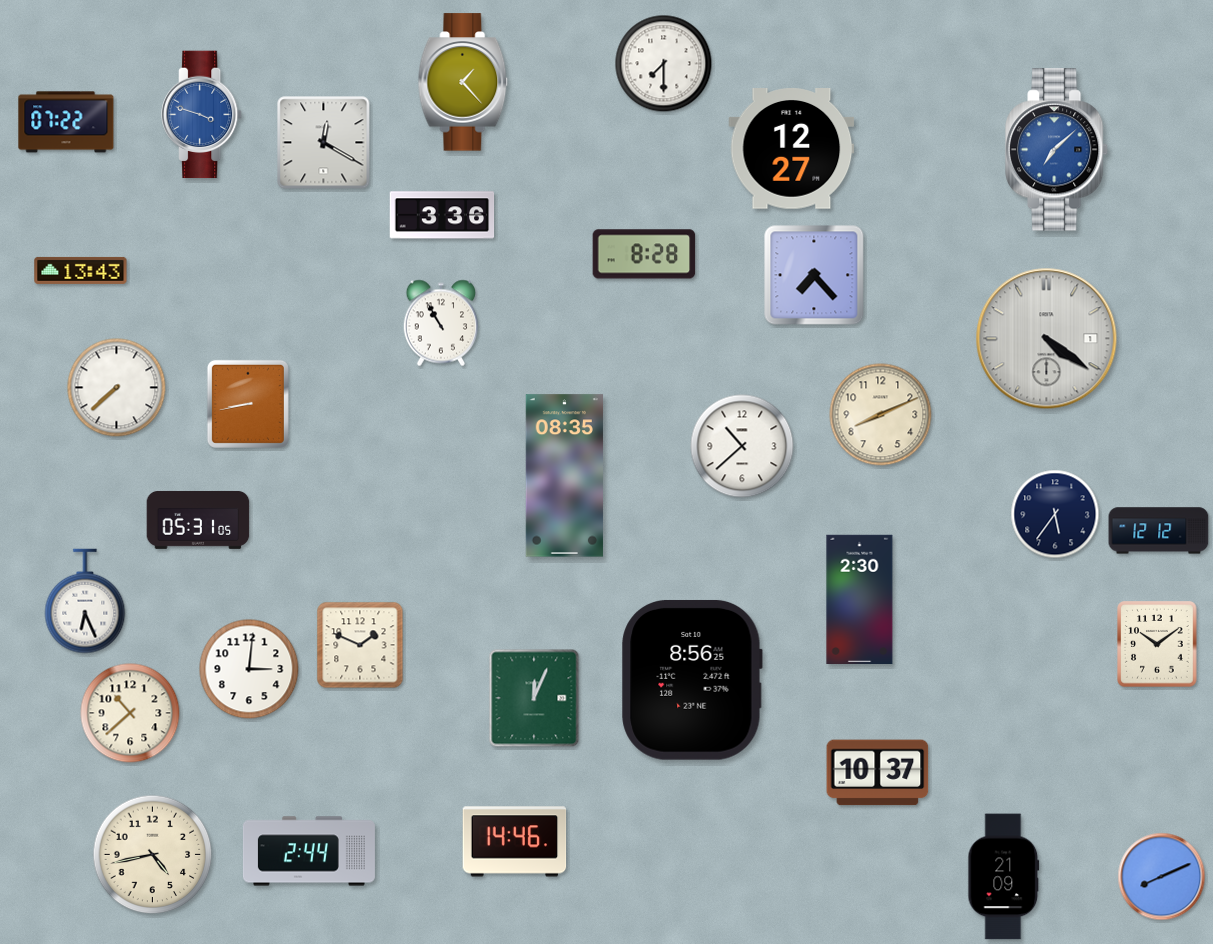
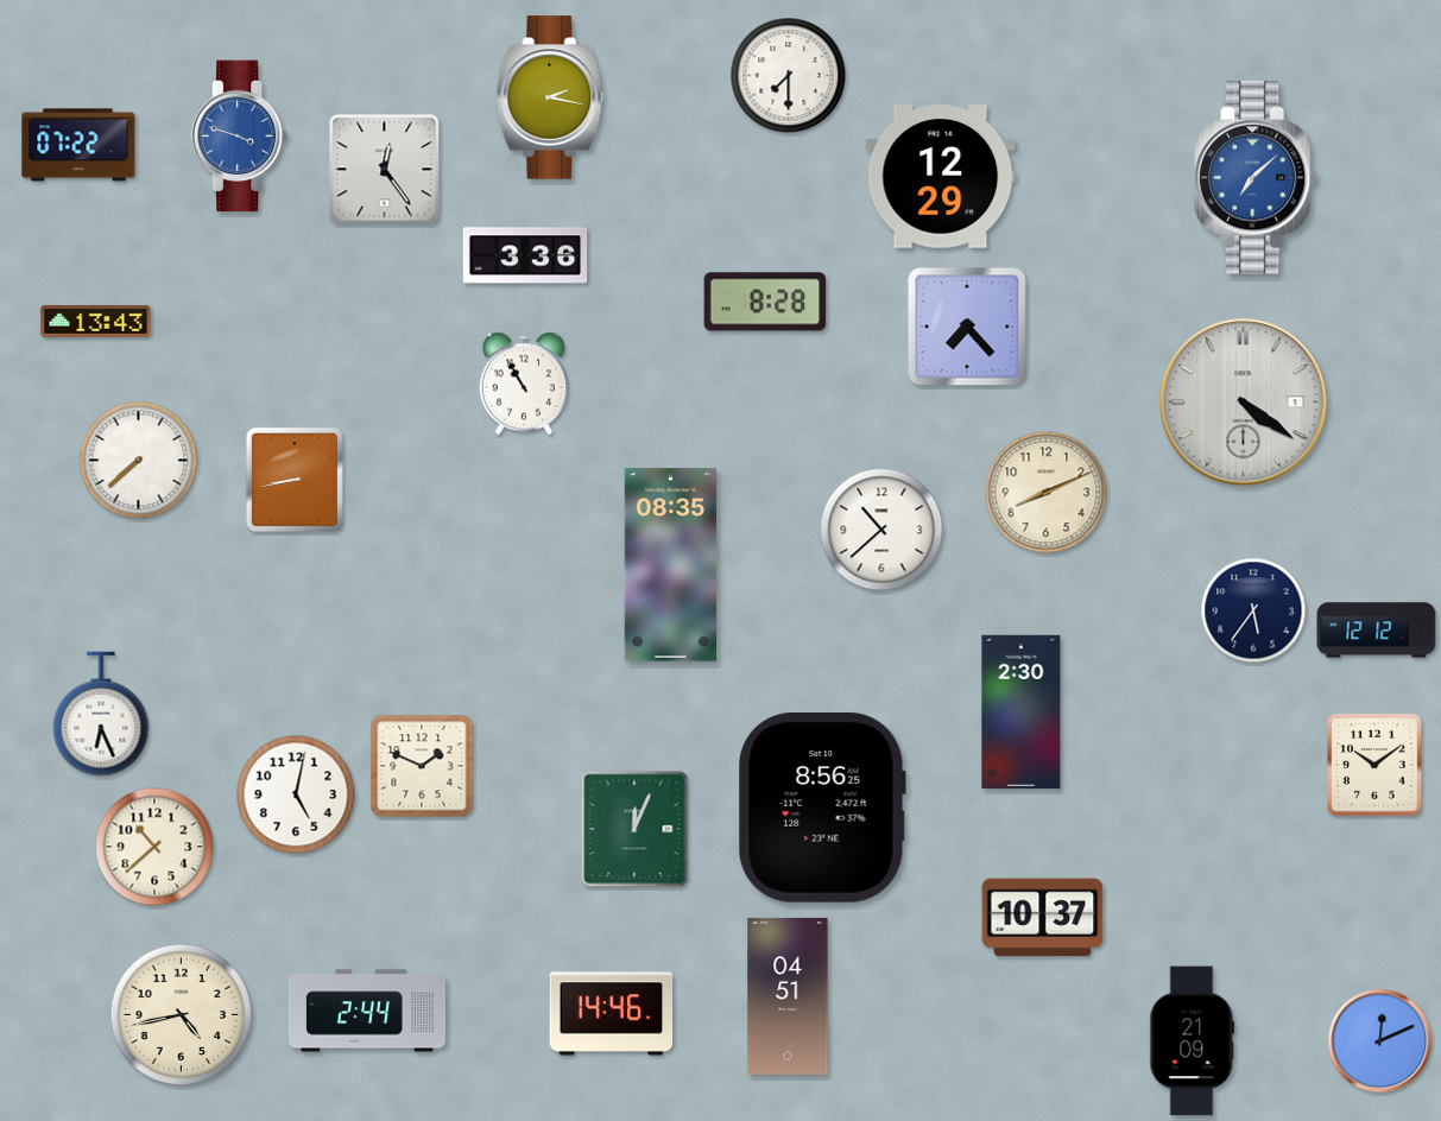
clock at (463, 82): 1:23 -> 2:17
clock at (324, 143): 12:20 -> 12:24
clock at (792, 149): 12:27 -> 12:29
clock at (198, 520): 05:31 -> none
clock at (360, 645) position: (360, 645) -> (422, 766)
clock at (249, 669): 3:01 -> 5:02
clock at (788, 996): none -> 04:51
clock at (515, 842) position: (515, 842) -> (612, 1014)
clock at (1162, 877): 8:11 -> 12:11
